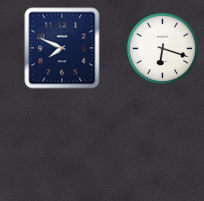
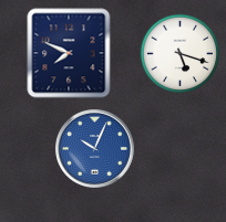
clock at (163, 49): 6:18 -> 5:18
clock at (95, 149): none -> 10:04
